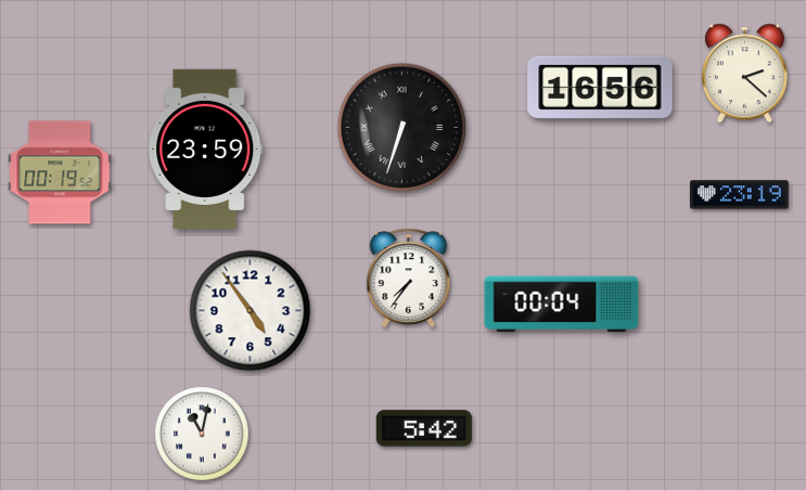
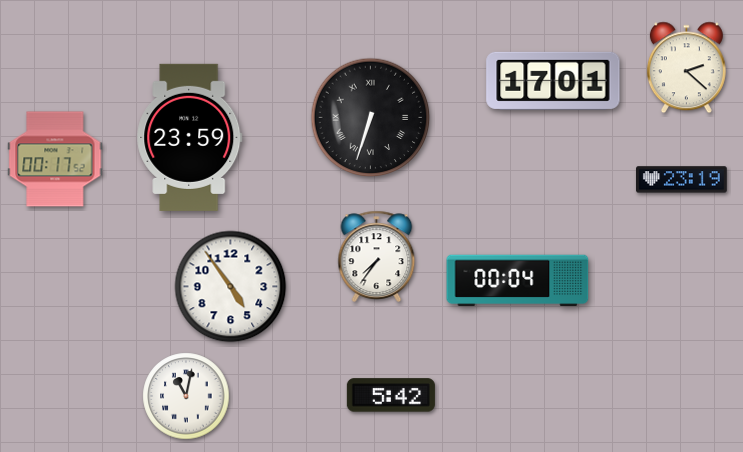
clock at (600, 88): 16:56 -> 17:01
clock at (60, 172): 00:19 -> 00:17
clock at (202, 434) position: (202, 434) -> (186, 396)
